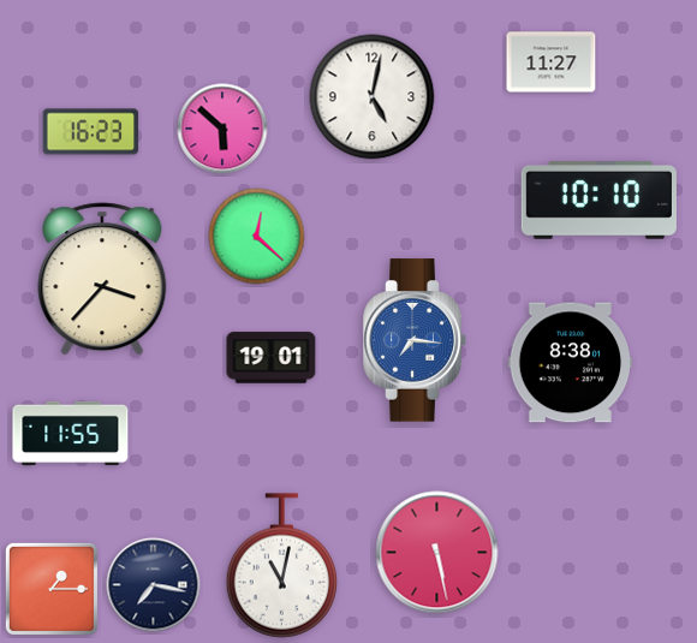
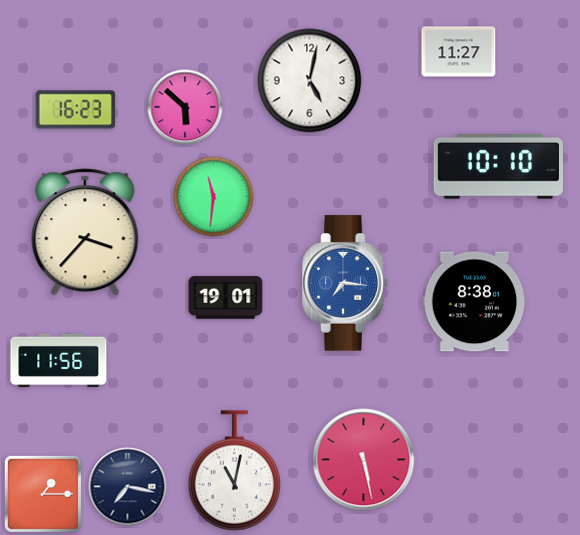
clock at (257, 237): 12:22 -> 11:31
clock at (71, 433): 11:55 -> 11:56
clock at (52, 589) position: (52, 589) -> (43, 494)
